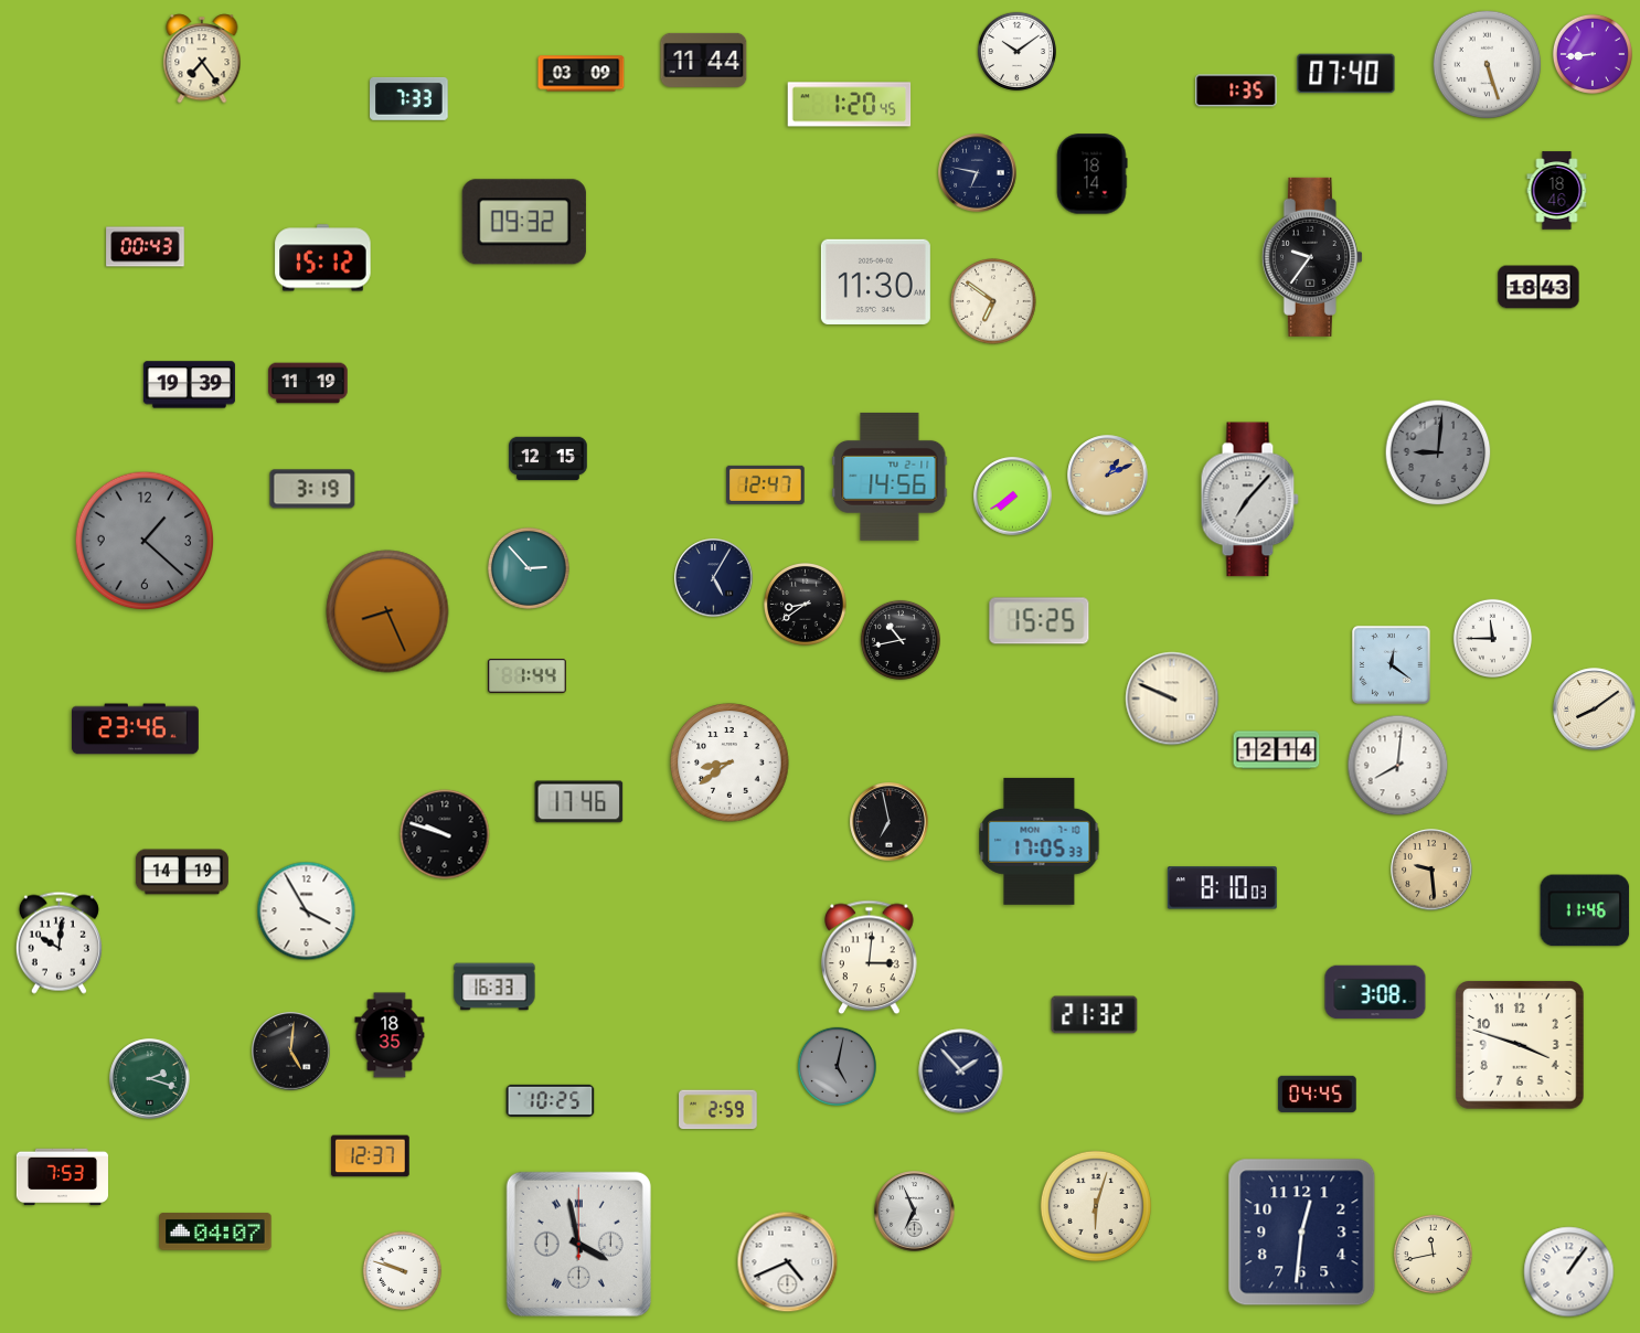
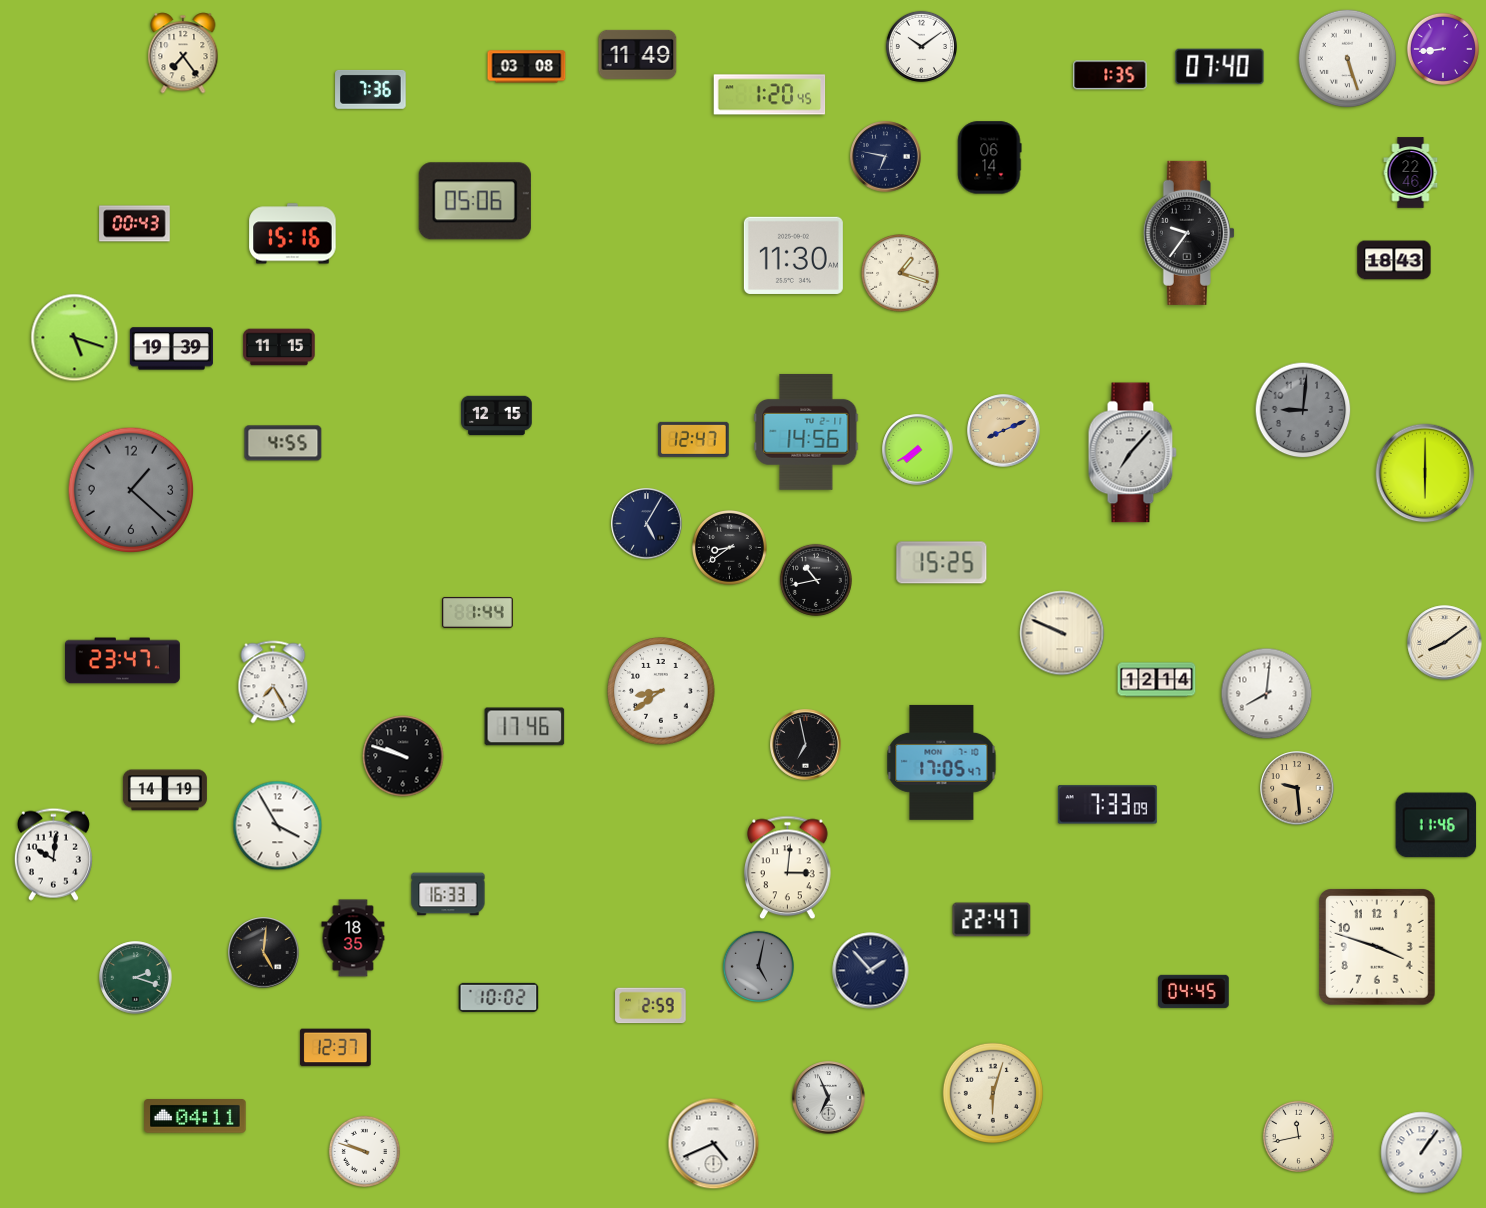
clock at (704, 60): 11:44 -> 11:49
clock at (582, 74): 03:09 -> 03:08
clock at (1236, 90) position: (1236, 90) -> (1110, 75)
clock at (409, 98): 7:33 -> 7:36
clock at (1093, 174): 18:14 -> 06:14
clock at (1557, 191): 18:46 -> 22:46
clock at (524, 222): 09:32 -> 05:06
clock at (146, 247) position: (146, 247) -> (135, 224)
clock at (323, 258): 15:12 -> 15:16
clock at (993, 301): 6:51 -> 1:18
clock at (75, 338): none -> 5:18
clock at (308, 383): 11:19 -> 11:15
clock at (1108, 476): 1:11 -> 8:11
clock at (312, 489): 3:19 -> 4:55
clock at (1425, 473): none -> 6:00
clock at (529, 568): 2:53 -> none
clock at (387, 611): 8:26 -> none
clock at (1492, 638): 11:45 -> none
clock at (1392, 665): 12:21 -> none
clock at (135, 729): 23:46 -> 23:47
clock at (273, 682): none -> 7:25
clock at (1040, 841): 17:05:33 -> 17:05:47
clock at (1222, 888): 8:10 -> 7:33
clock at (1375, 992): 3:08 -> none
clock at (1095, 1015): 21:32 -> 22:47
clock at (551, 1100): 10:25 -> 10:02
clock at (62, 1177): 7:53 -> none
clock at (215, 1231): 04:07 -> 04:11
clock at (1302, 1233): 12:31 -> none
clock at (578, 1244): 3:58 -> none
